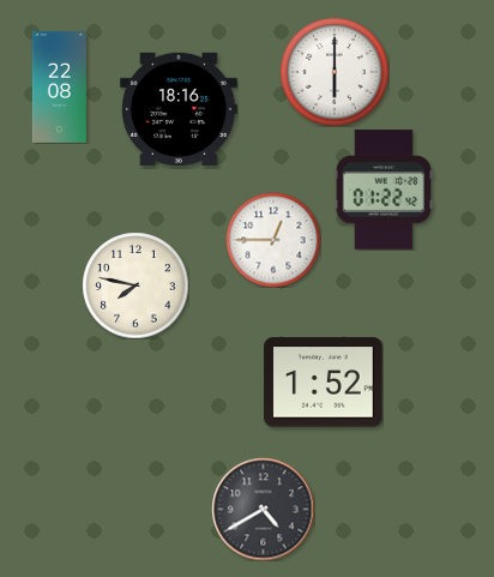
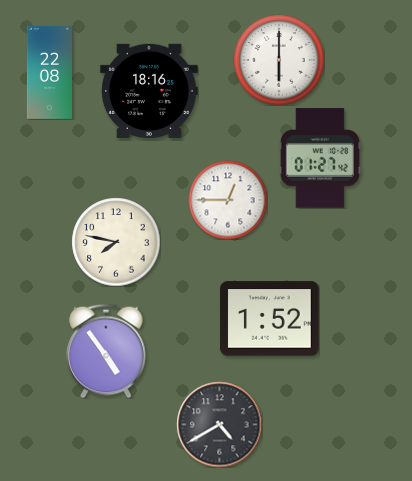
clock at (382, 190): 01:22 -> 01:27
clock at (135, 286) position: (135, 286) -> (116, 242)
clock at (106, 351): none -> 4:54
